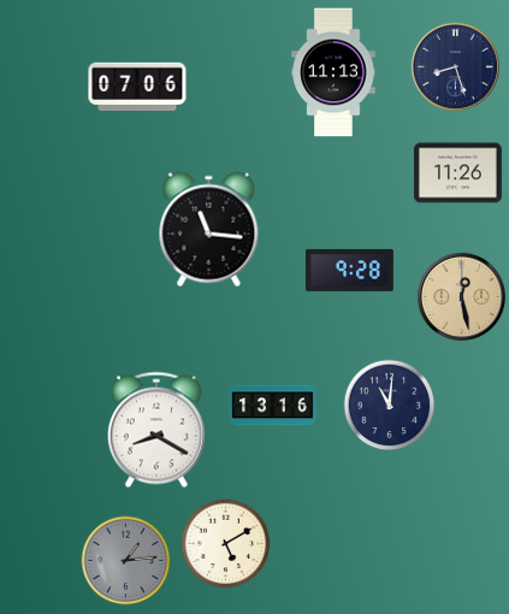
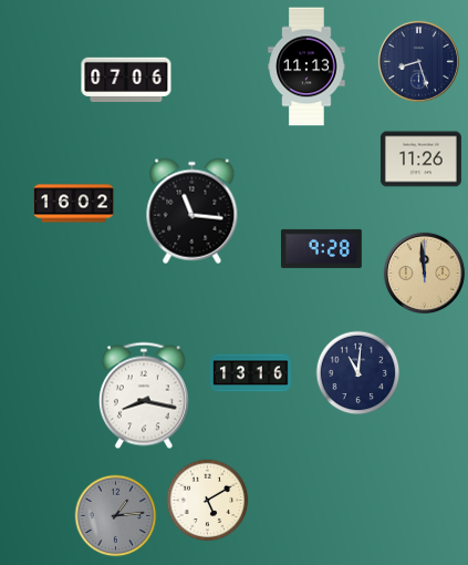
clock at (74, 204): none -> 16:02
clock at (461, 296): 12:28 -> 11:59
clock at (156, 430): 8:20 -> 8:17
